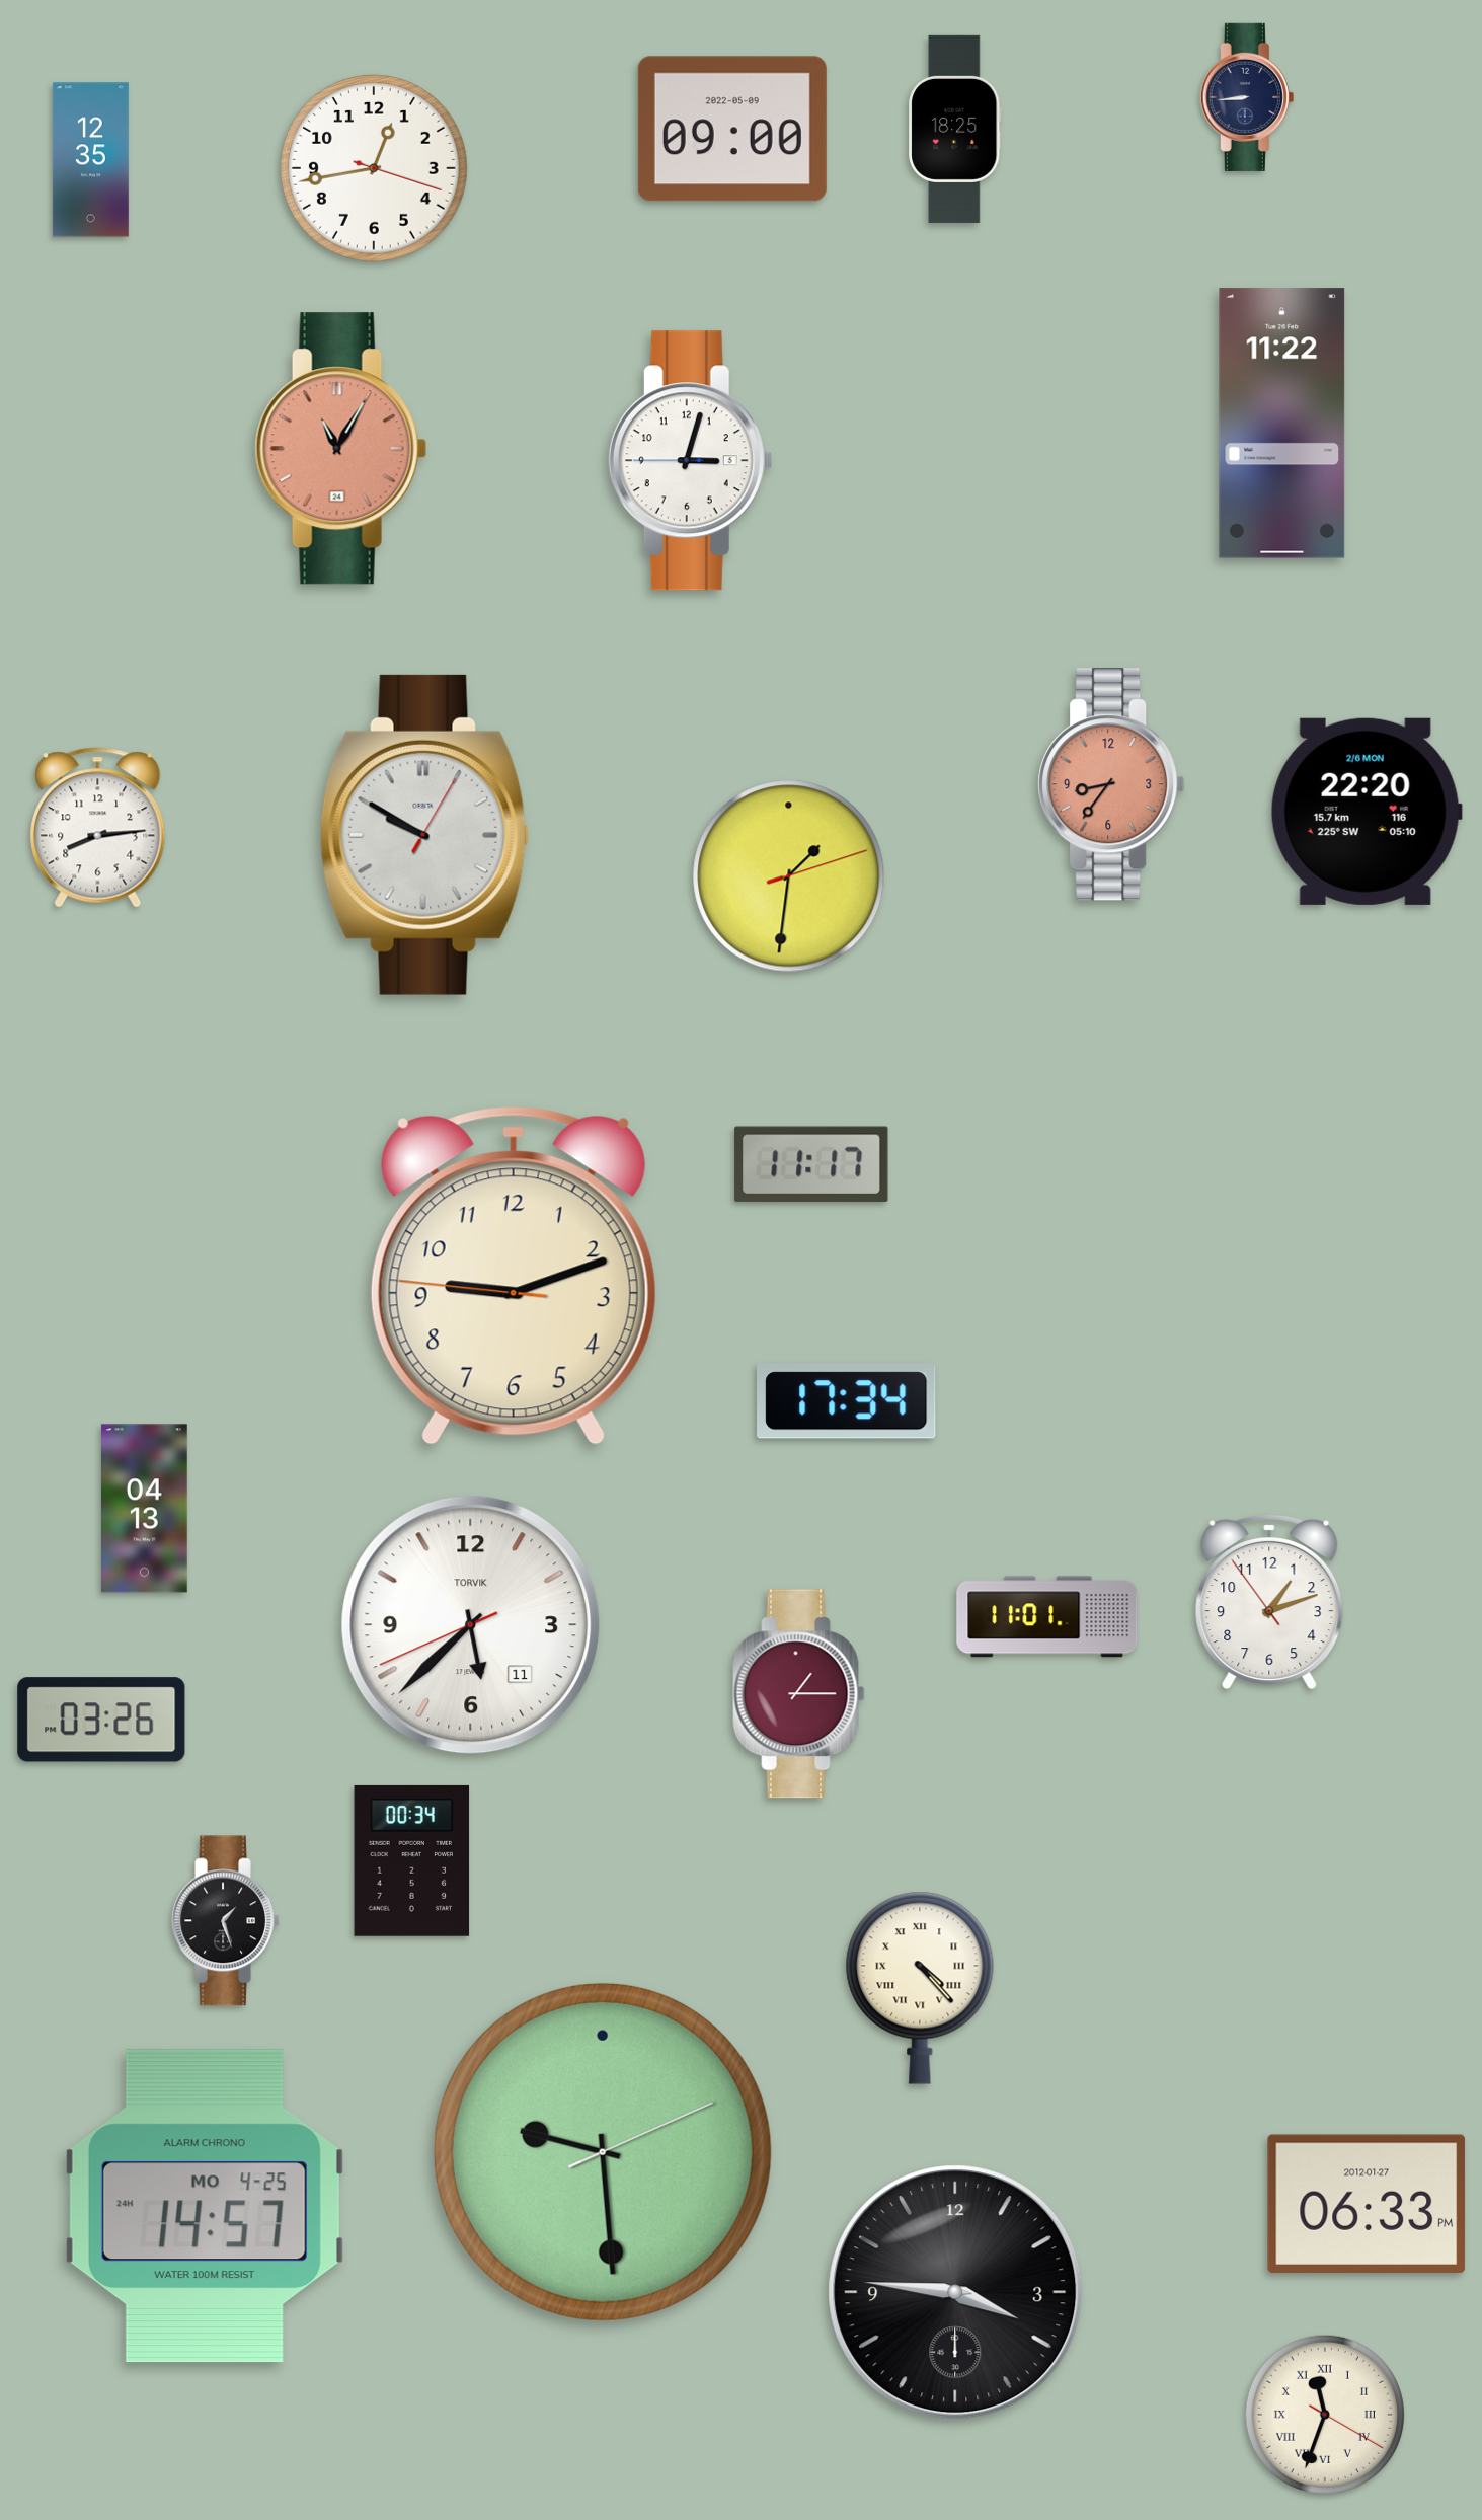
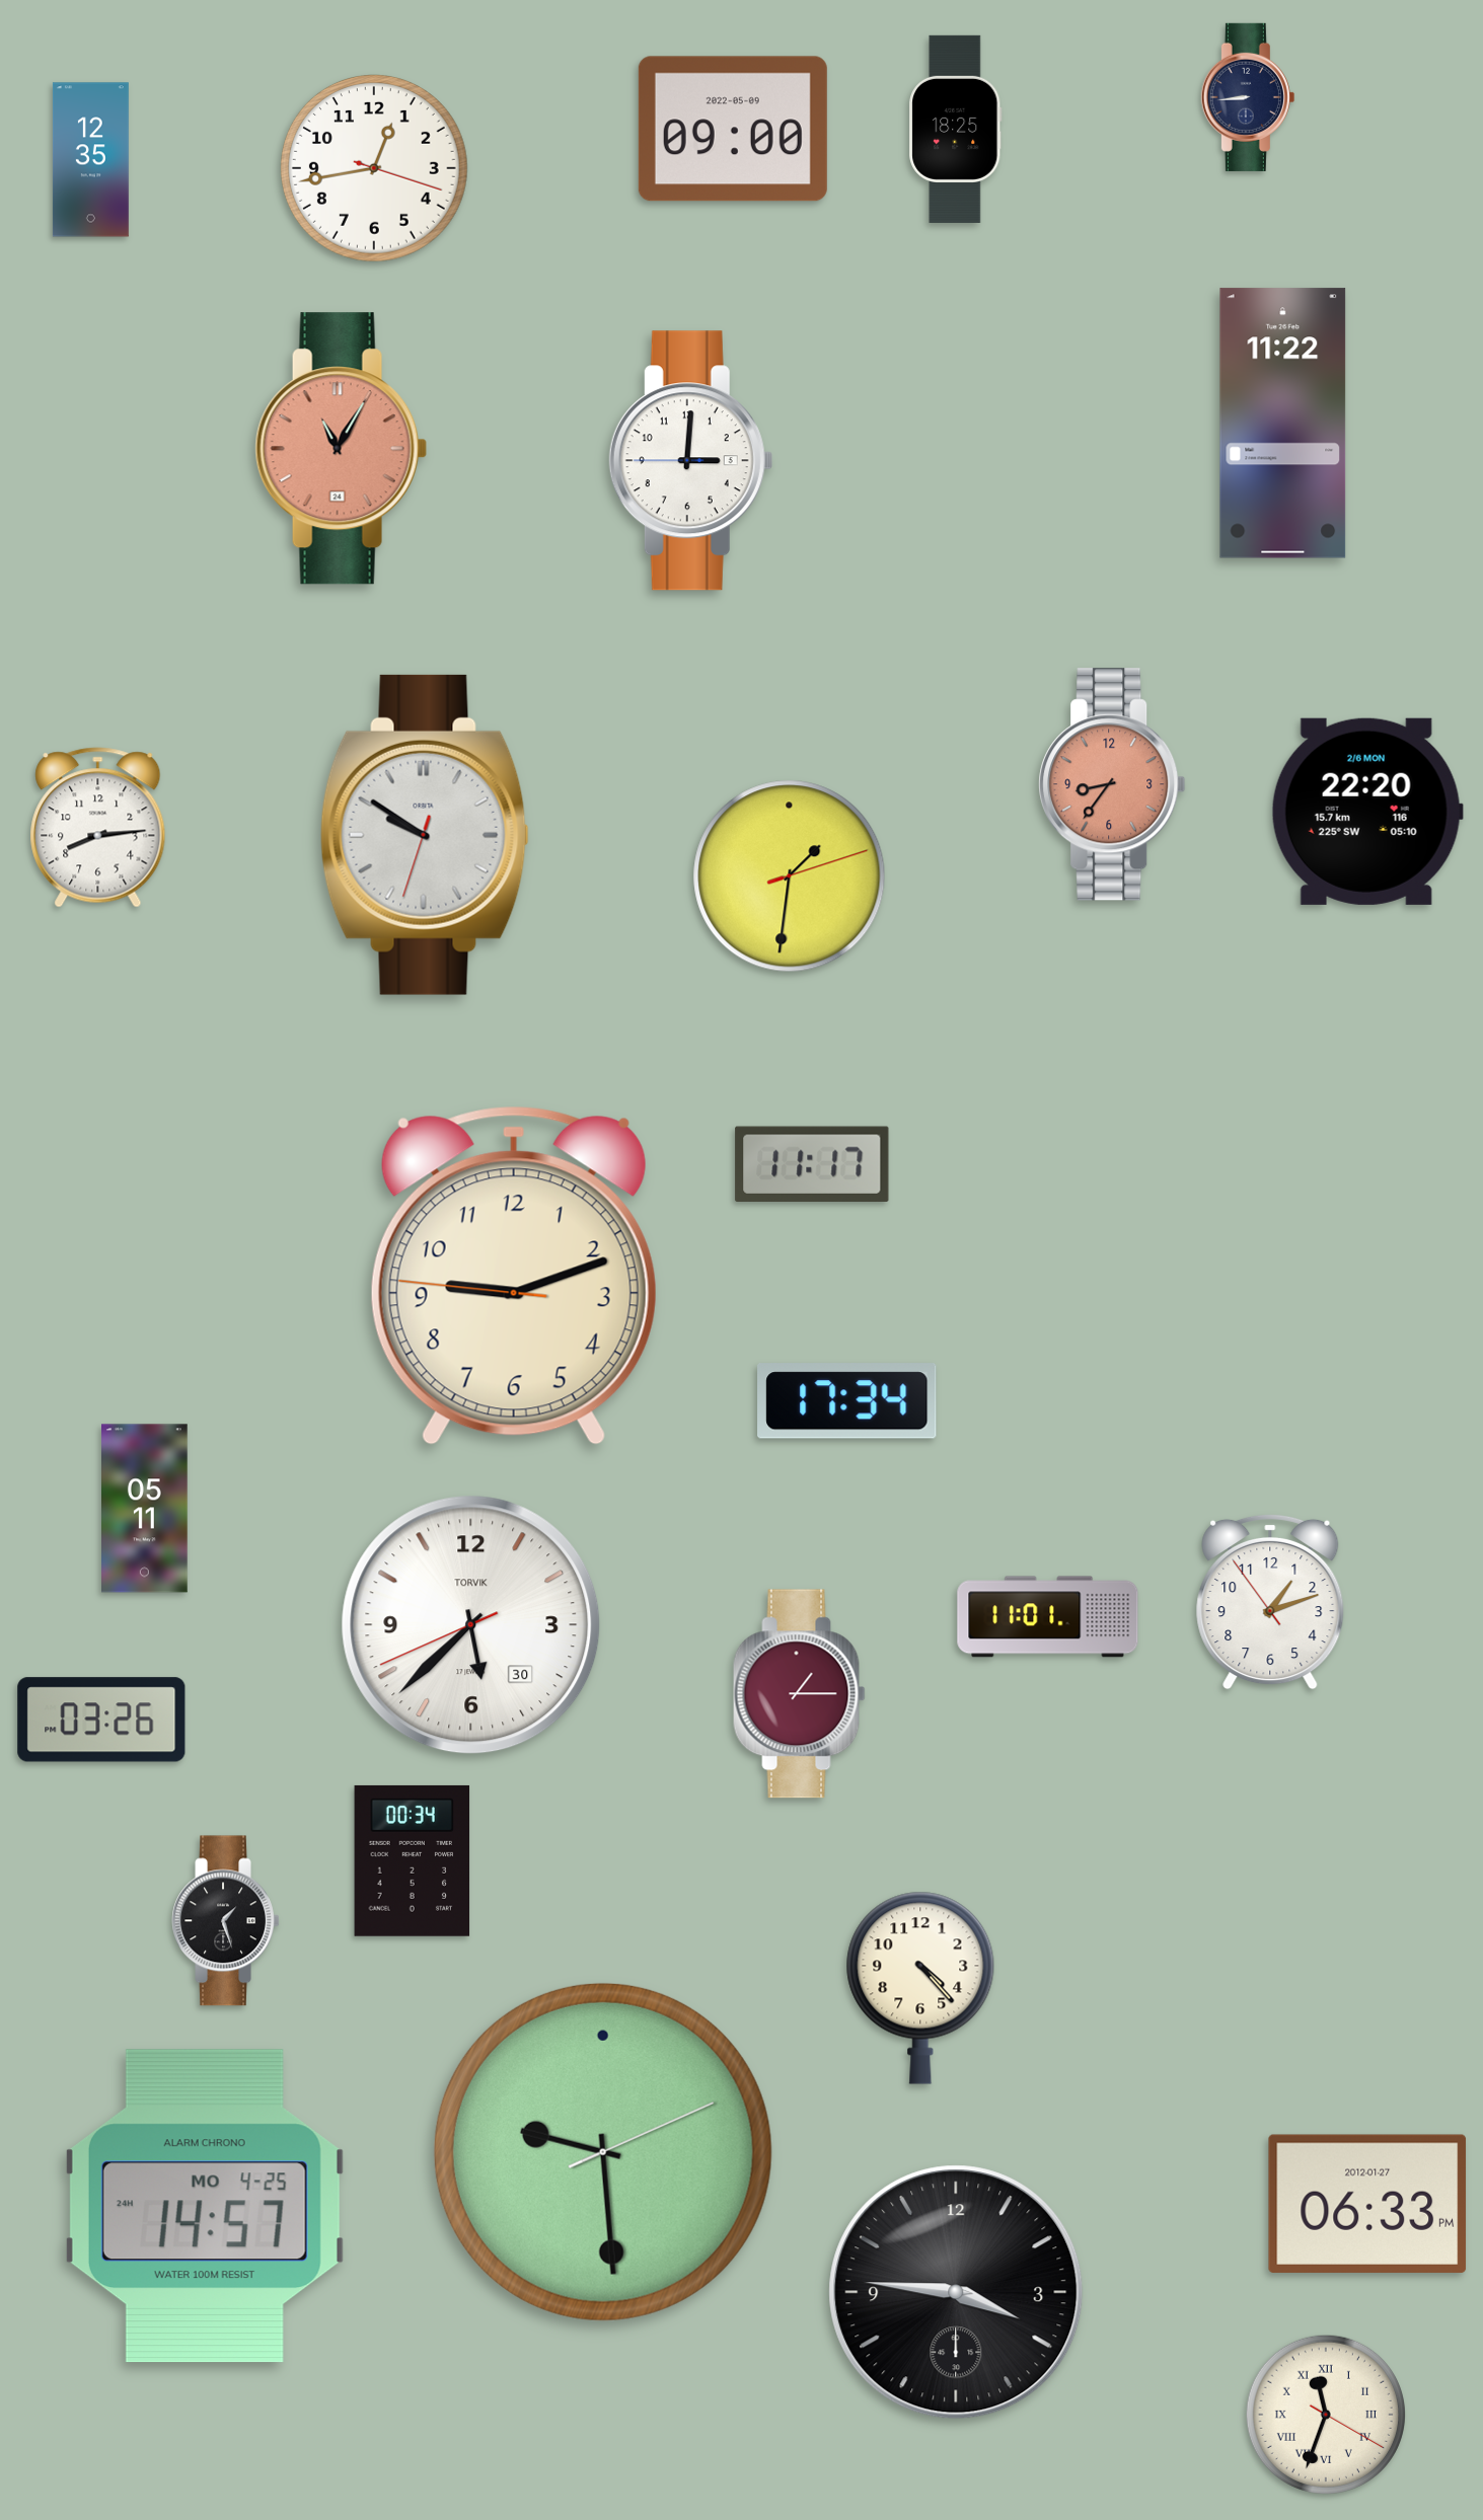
clock at (690, 461): 3:02 -> 3:00
clock at (424, 835): 9:50:05 -> 9:50:33
clock at (145, 1509): 04:13 -> 05:11
clock at (471, 1625) date: 11 -> 30
clock at (920, 1988) numerals: Roman -> Arabic
